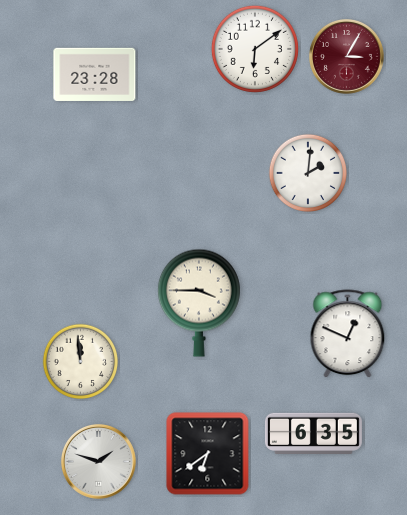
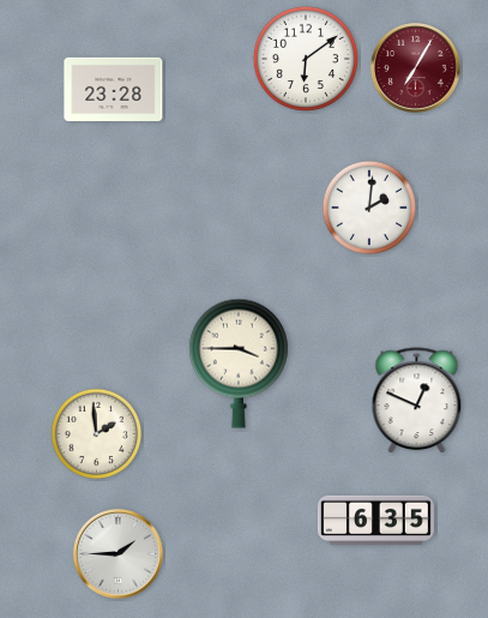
clock at (346, 56): 3:05 -> 7:05
clock at (81, 362): 11:59 -> 1:59
clock at (208, 454): 6:39 -> none
clock at (98, 461): 1:48 -> 1:45
